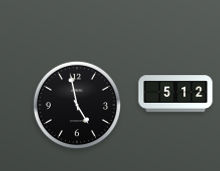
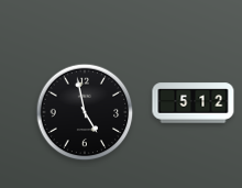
clock at (77, 105) position: (77, 105) -> (85, 112)
